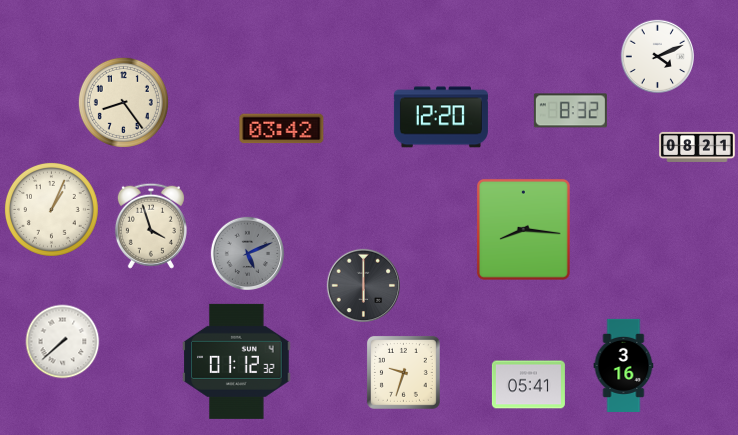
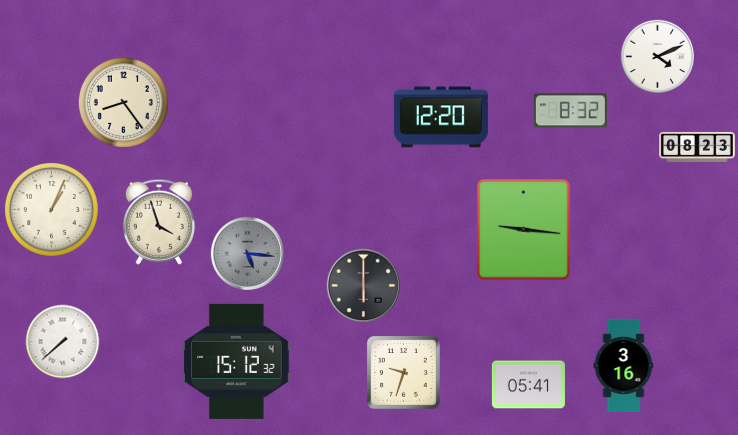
clock at (282, 129): 03:42 -> none
clock at (697, 147): 08:21 -> 08:23
clock at (151, 226) position: (151, 226) -> (159, 222)
clock at (523, 229): 8:16 -> 9:16
clock at (247, 253): 5:11 -> 5:16
clock at (237, 361): 01:12 -> 15:12
